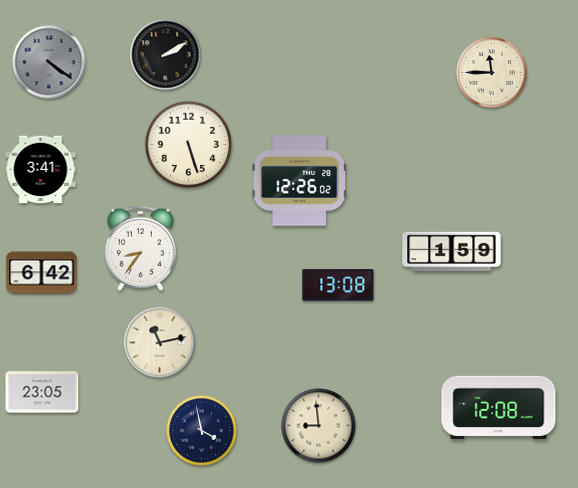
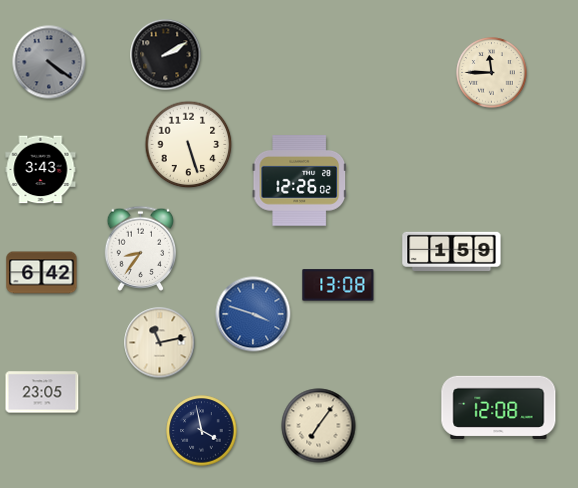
clock at (41, 170): 3:41 -> 3:43
clock at (253, 314): none -> 3:48
clock at (319, 426): 8:59 -> 7:06
